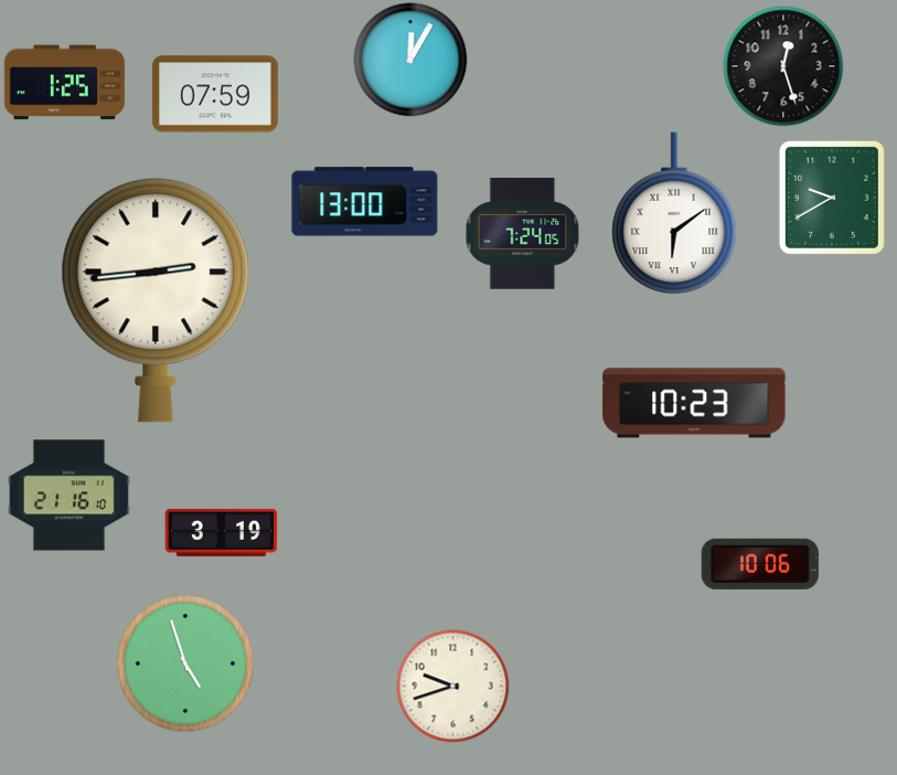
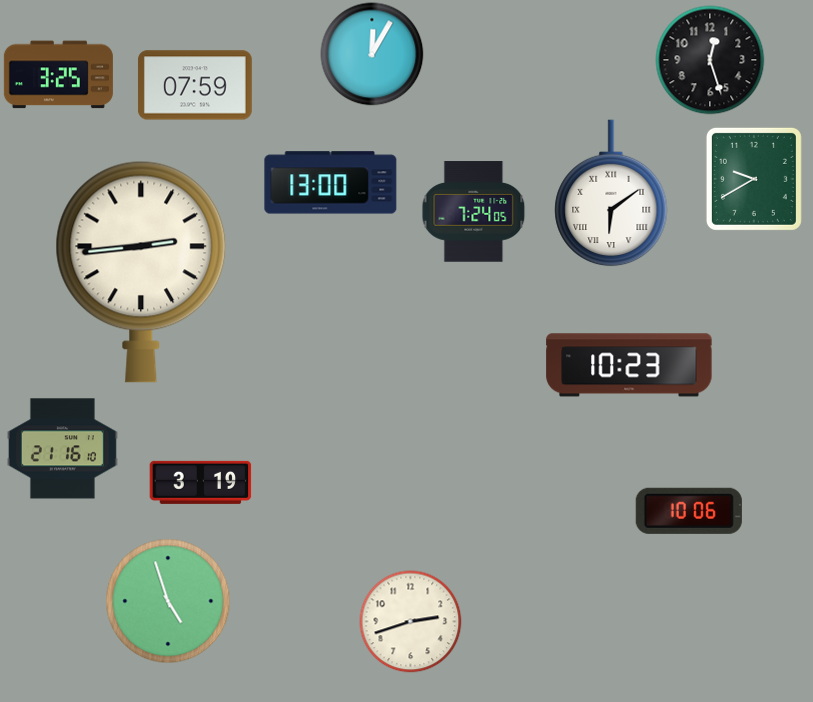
clock at (64, 83): 1:25 -> 3:25
clock at (453, 687): 9:42 -> 2:42
